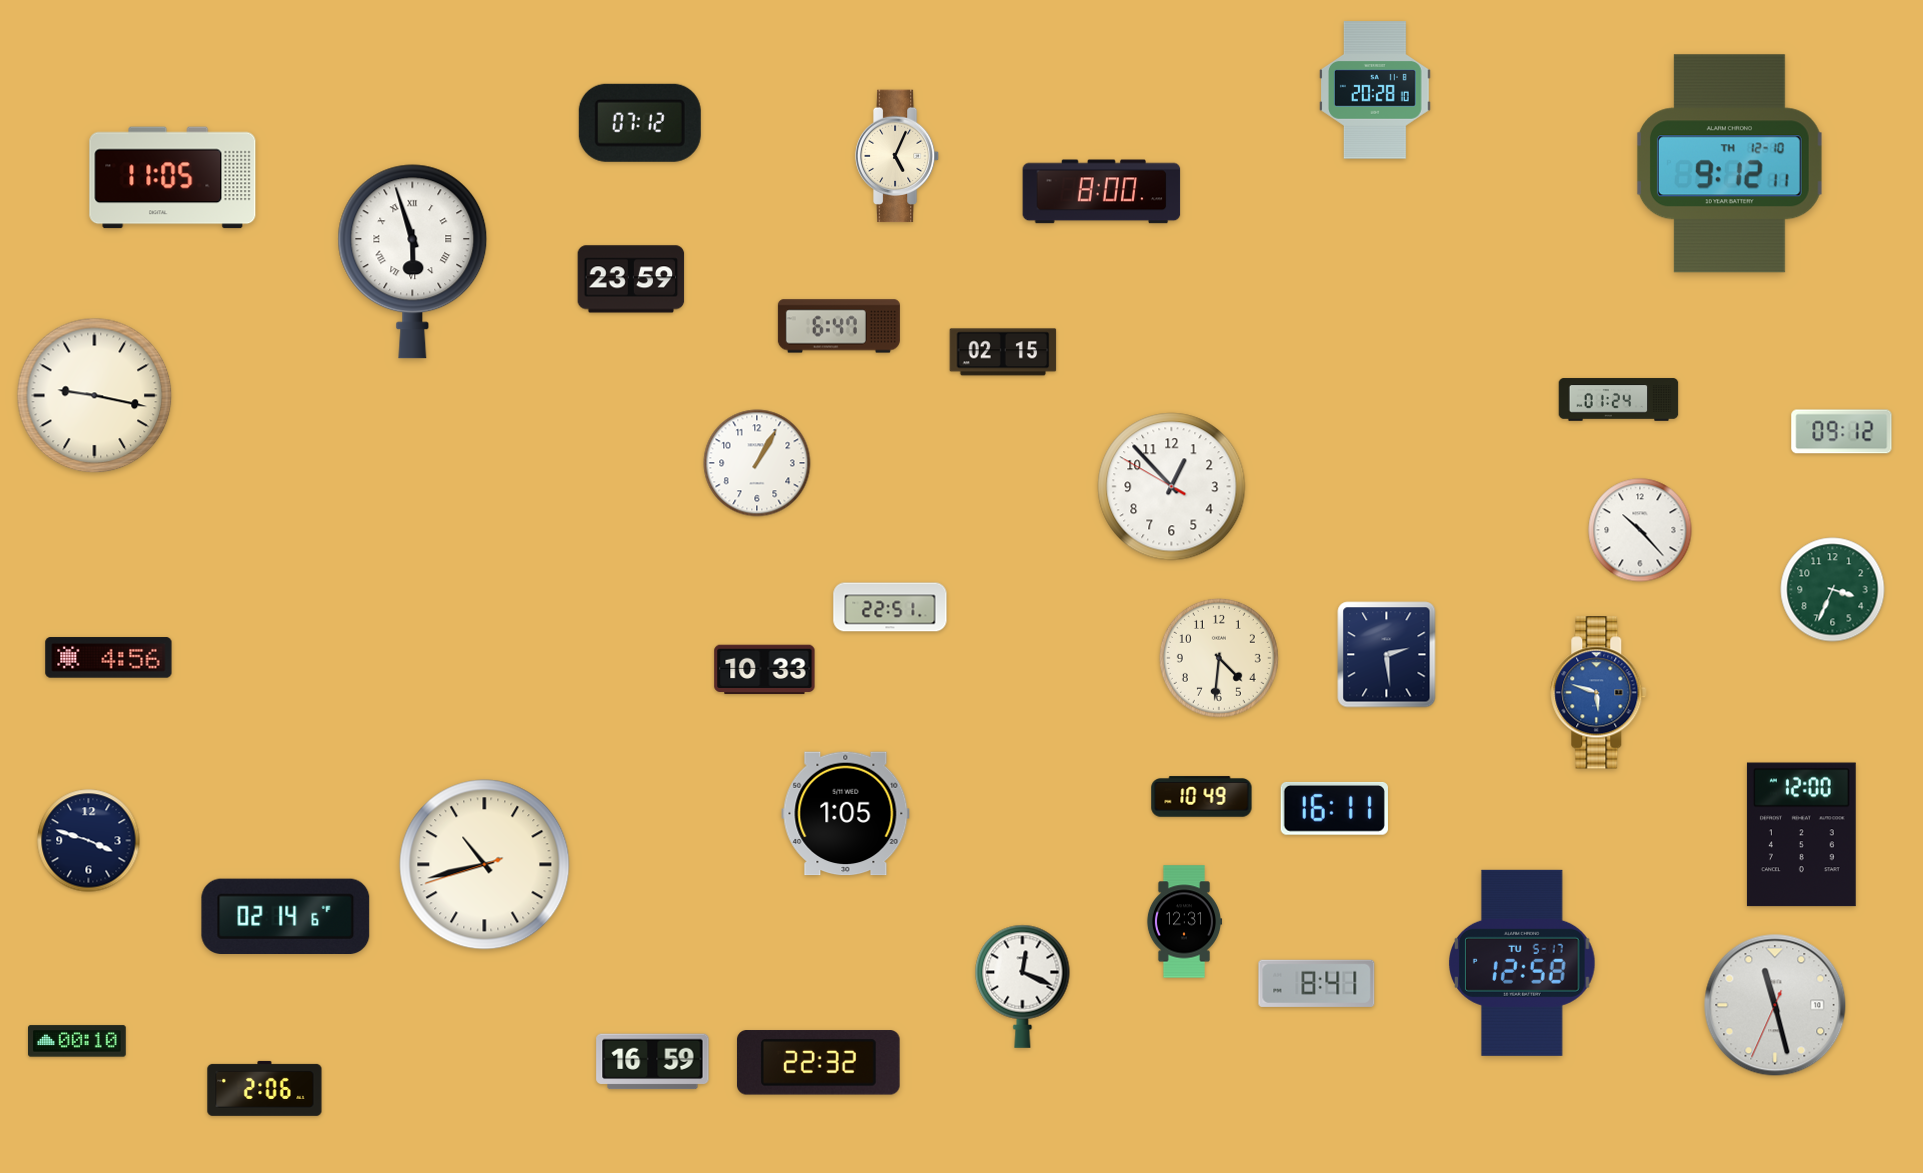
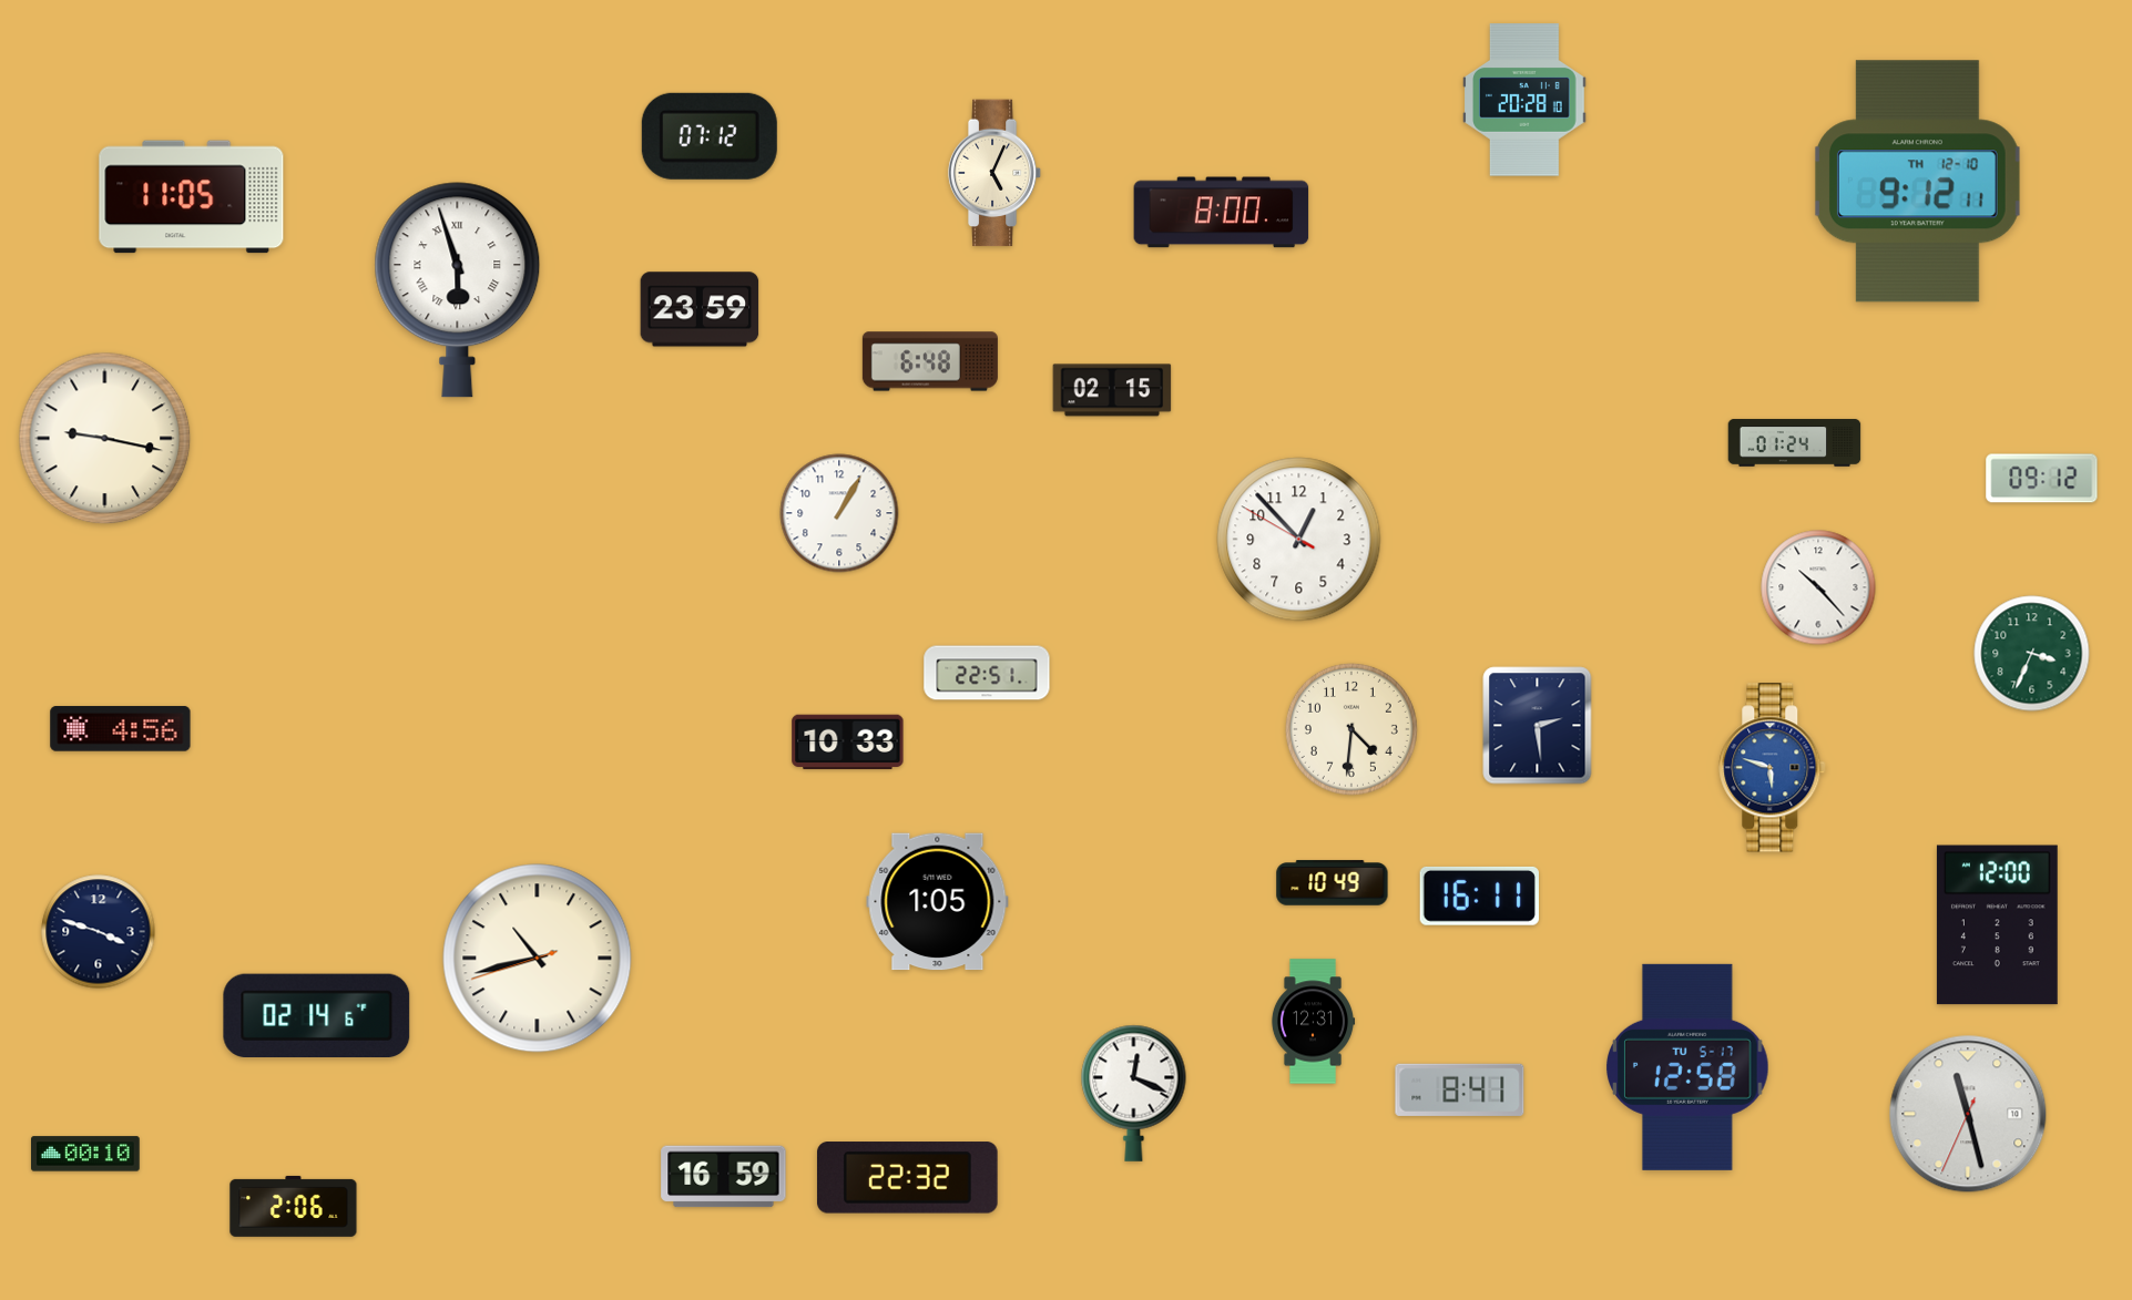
clock at (839, 326): 6:47 -> 6:48
